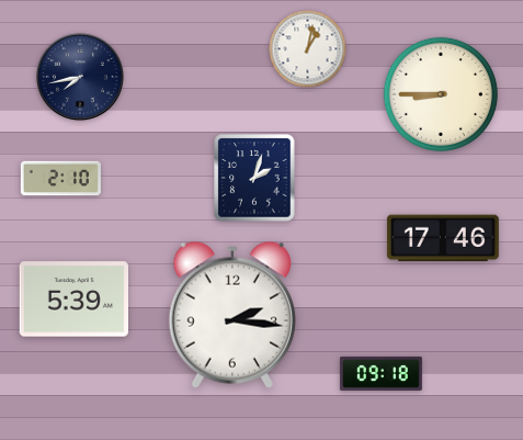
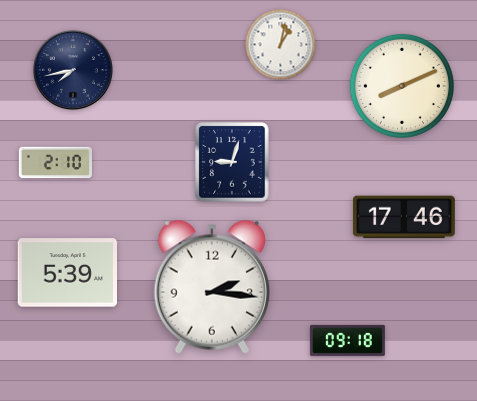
clock at (441, 94): 8:45 -> 8:11
clock at (254, 178): 2:03 -> 9:03
